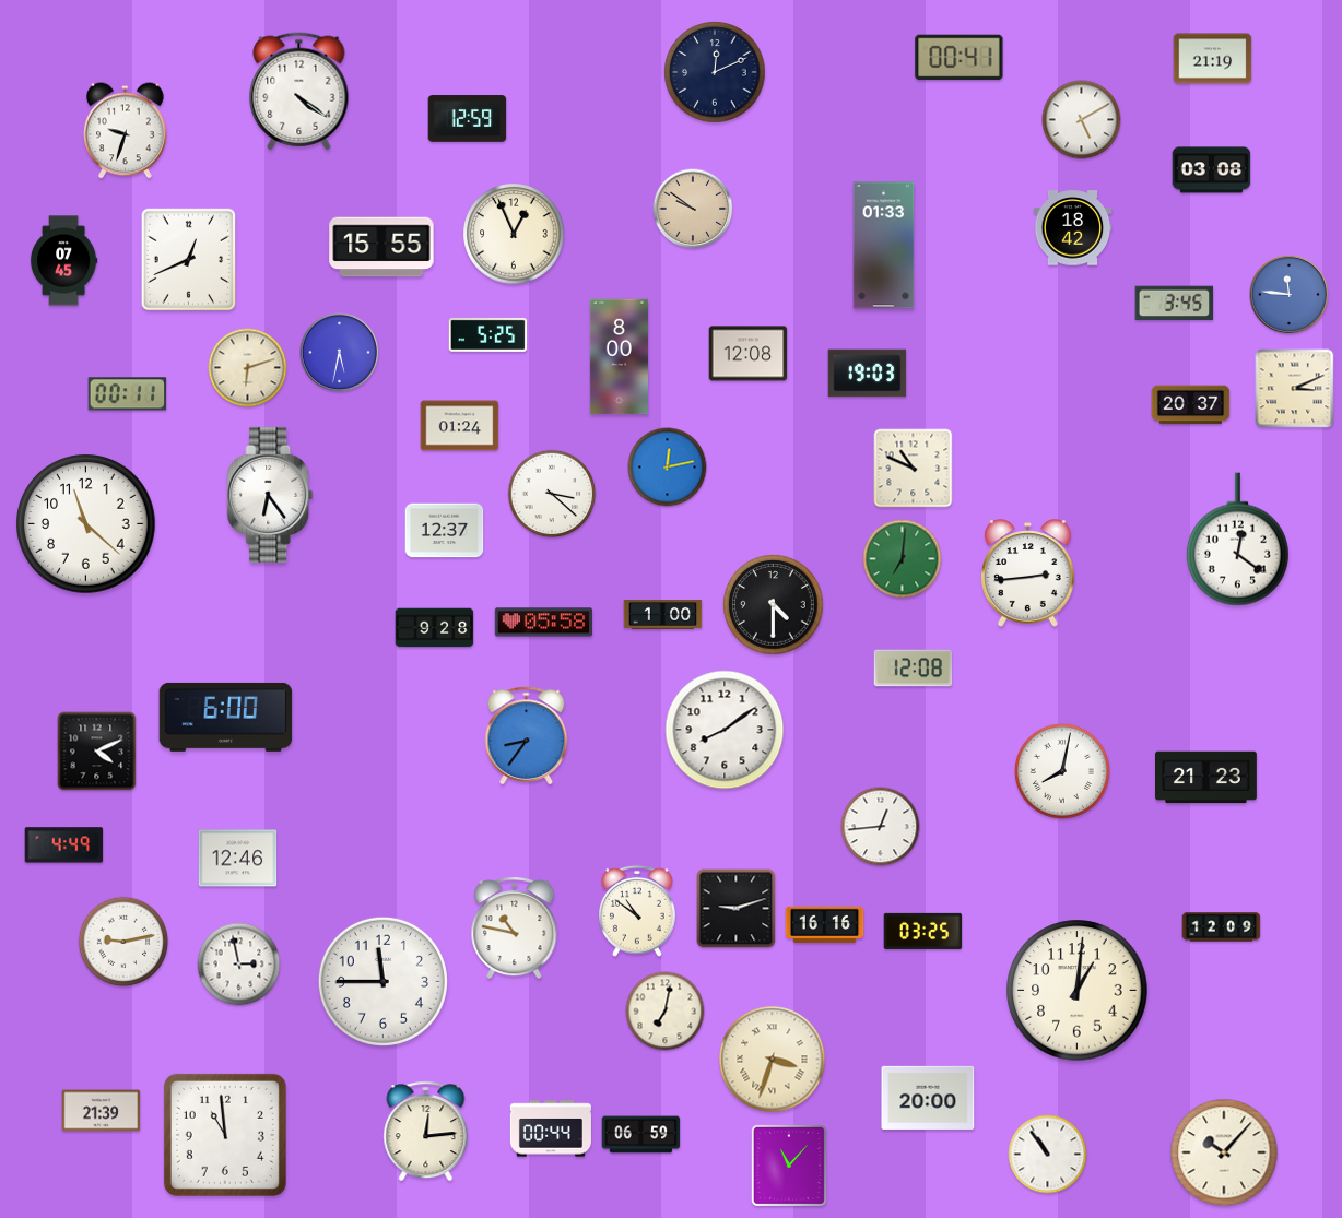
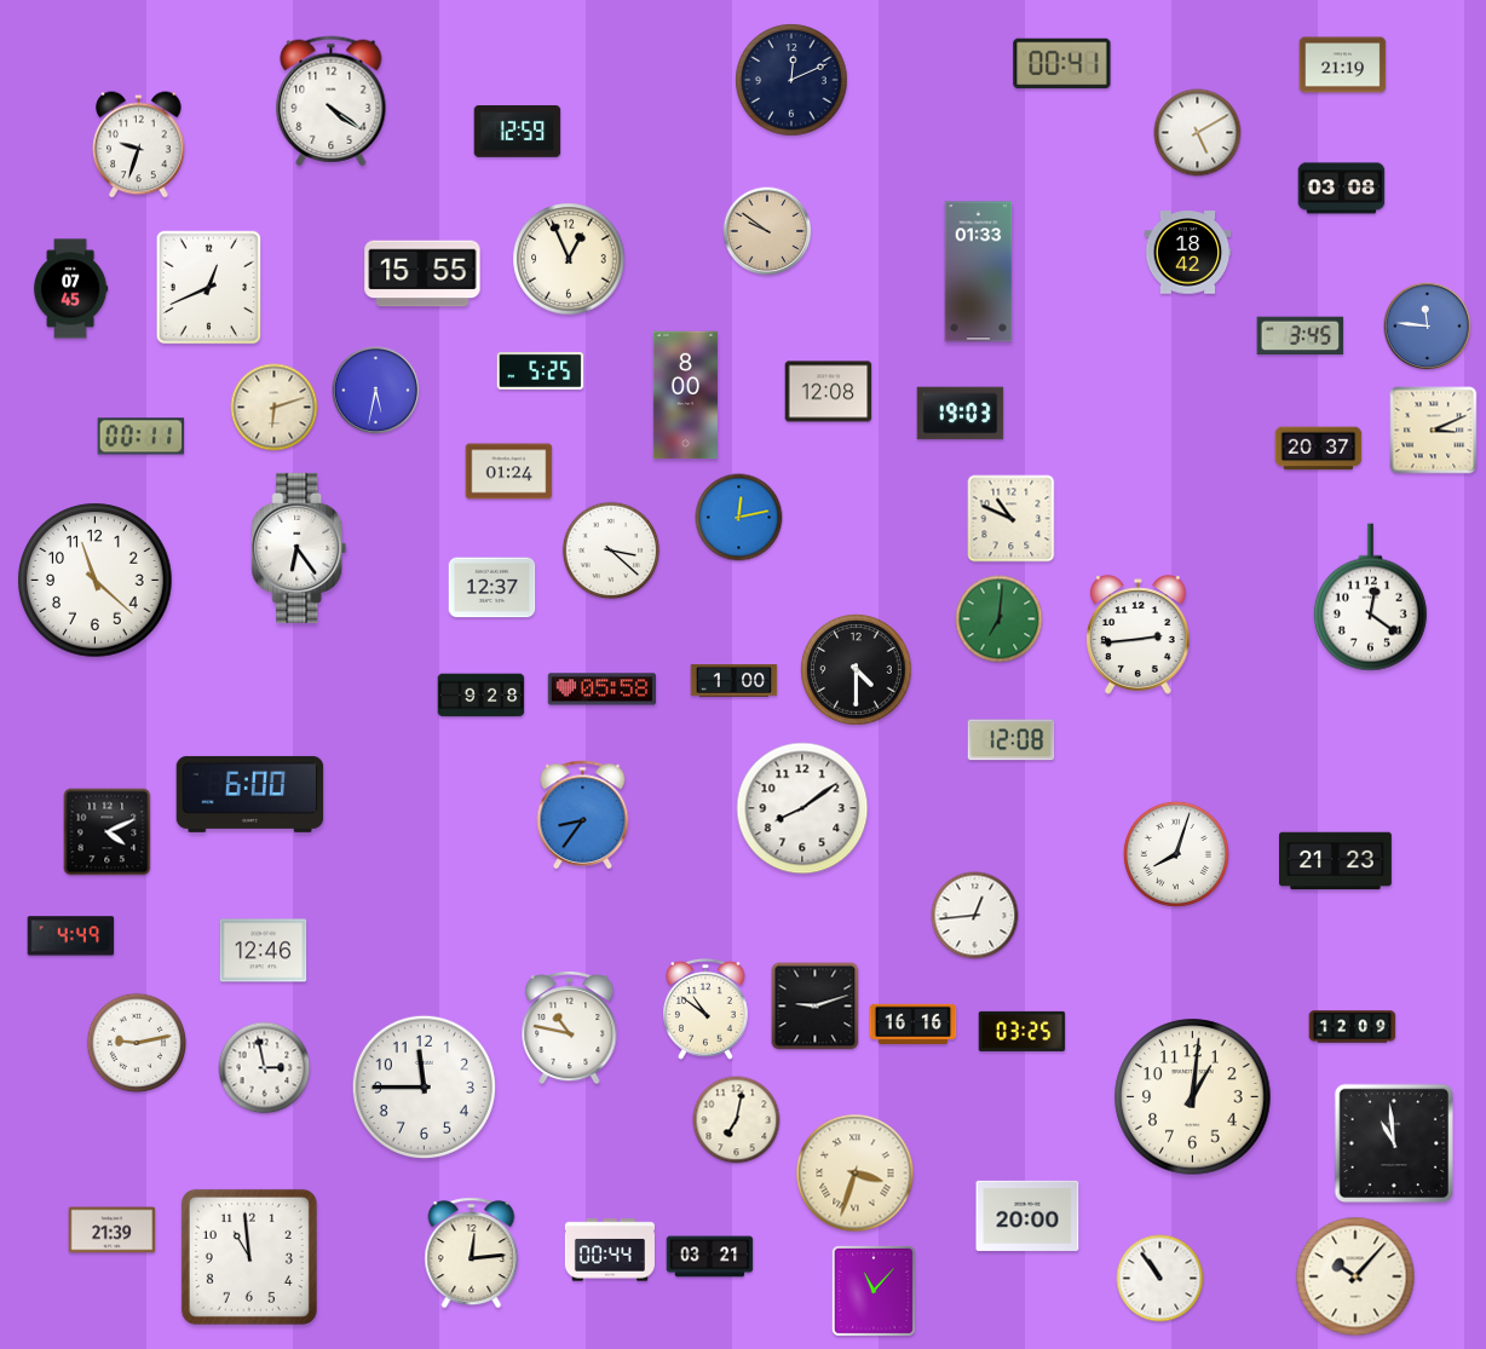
clock at (552, 494) position: (552, 494) -> (611, 550)
clock at (1062, 771): 8:02 -> 8:03
clock at (1394, 1143): none -> 10:59
clock at (641, 1135): 06:59 -> 03:21
